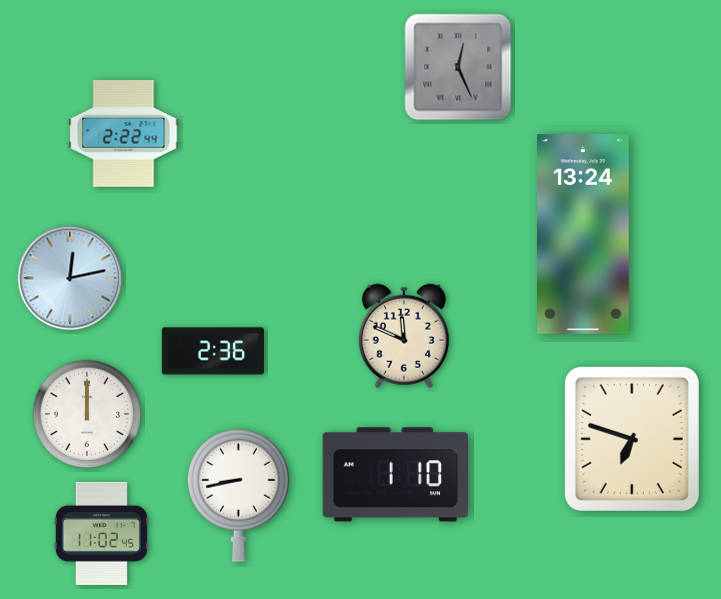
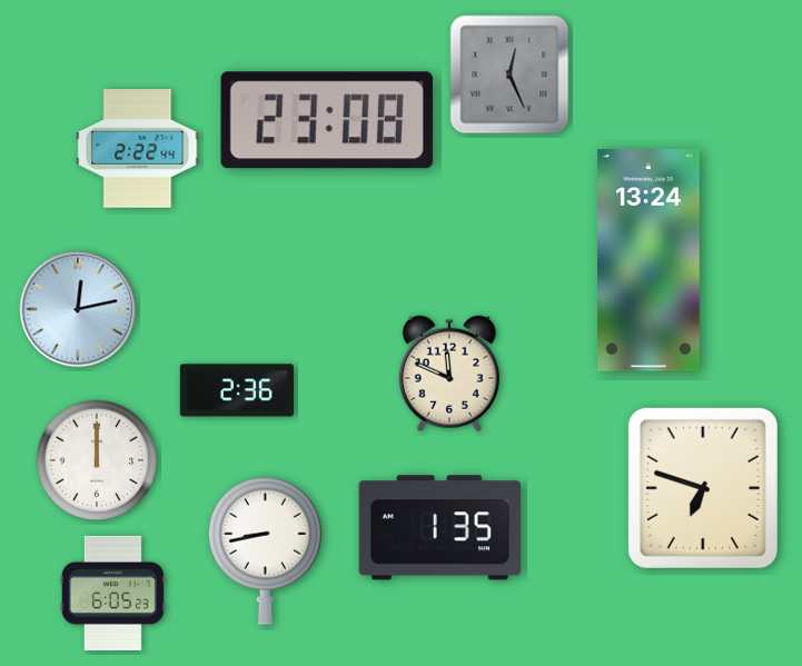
clock at (327, 120): none -> 23:08
clock at (395, 475): 1:10 -> 1:35
clock at (101, 533): 11:02 -> 6:05
